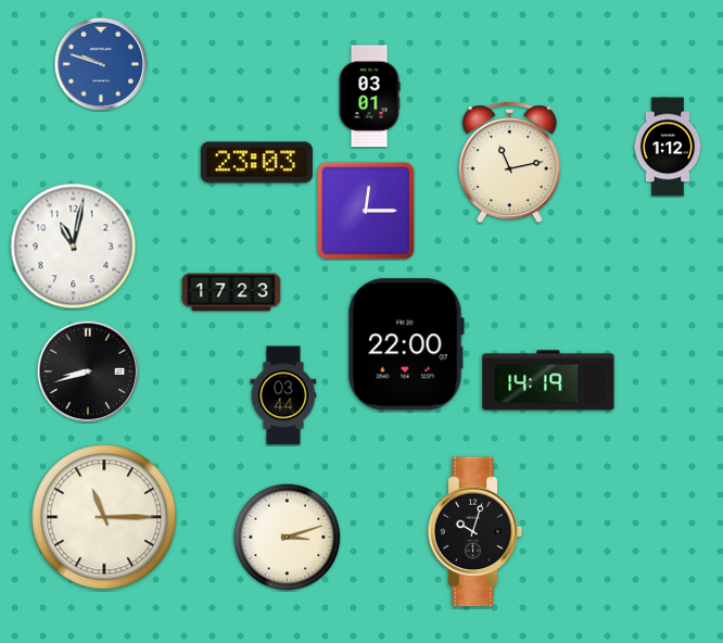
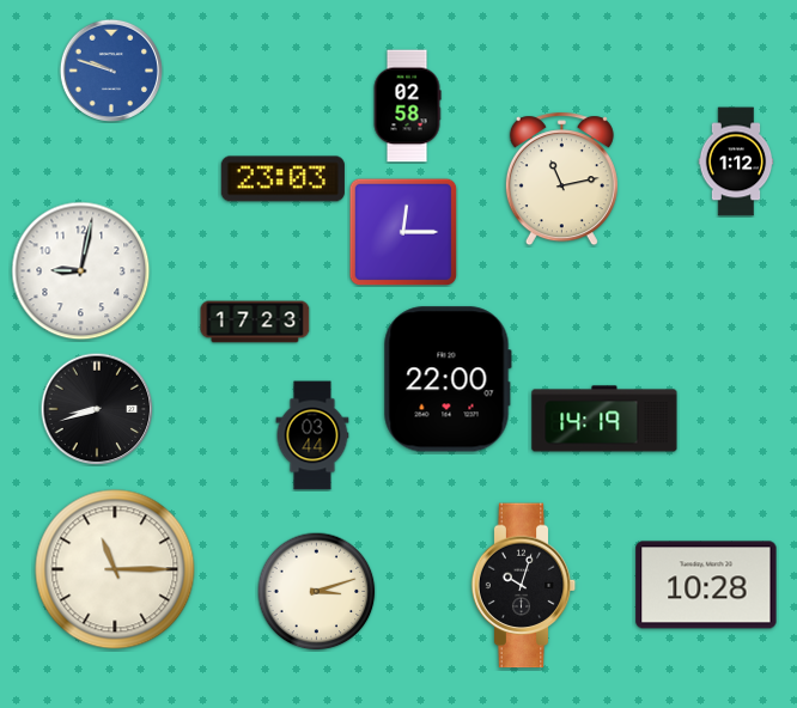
clock at (369, 97): 03:01 -> 02:58
clock at (74, 247): 11:02 -> 9:02
clock at (706, 585): none -> 10:28
